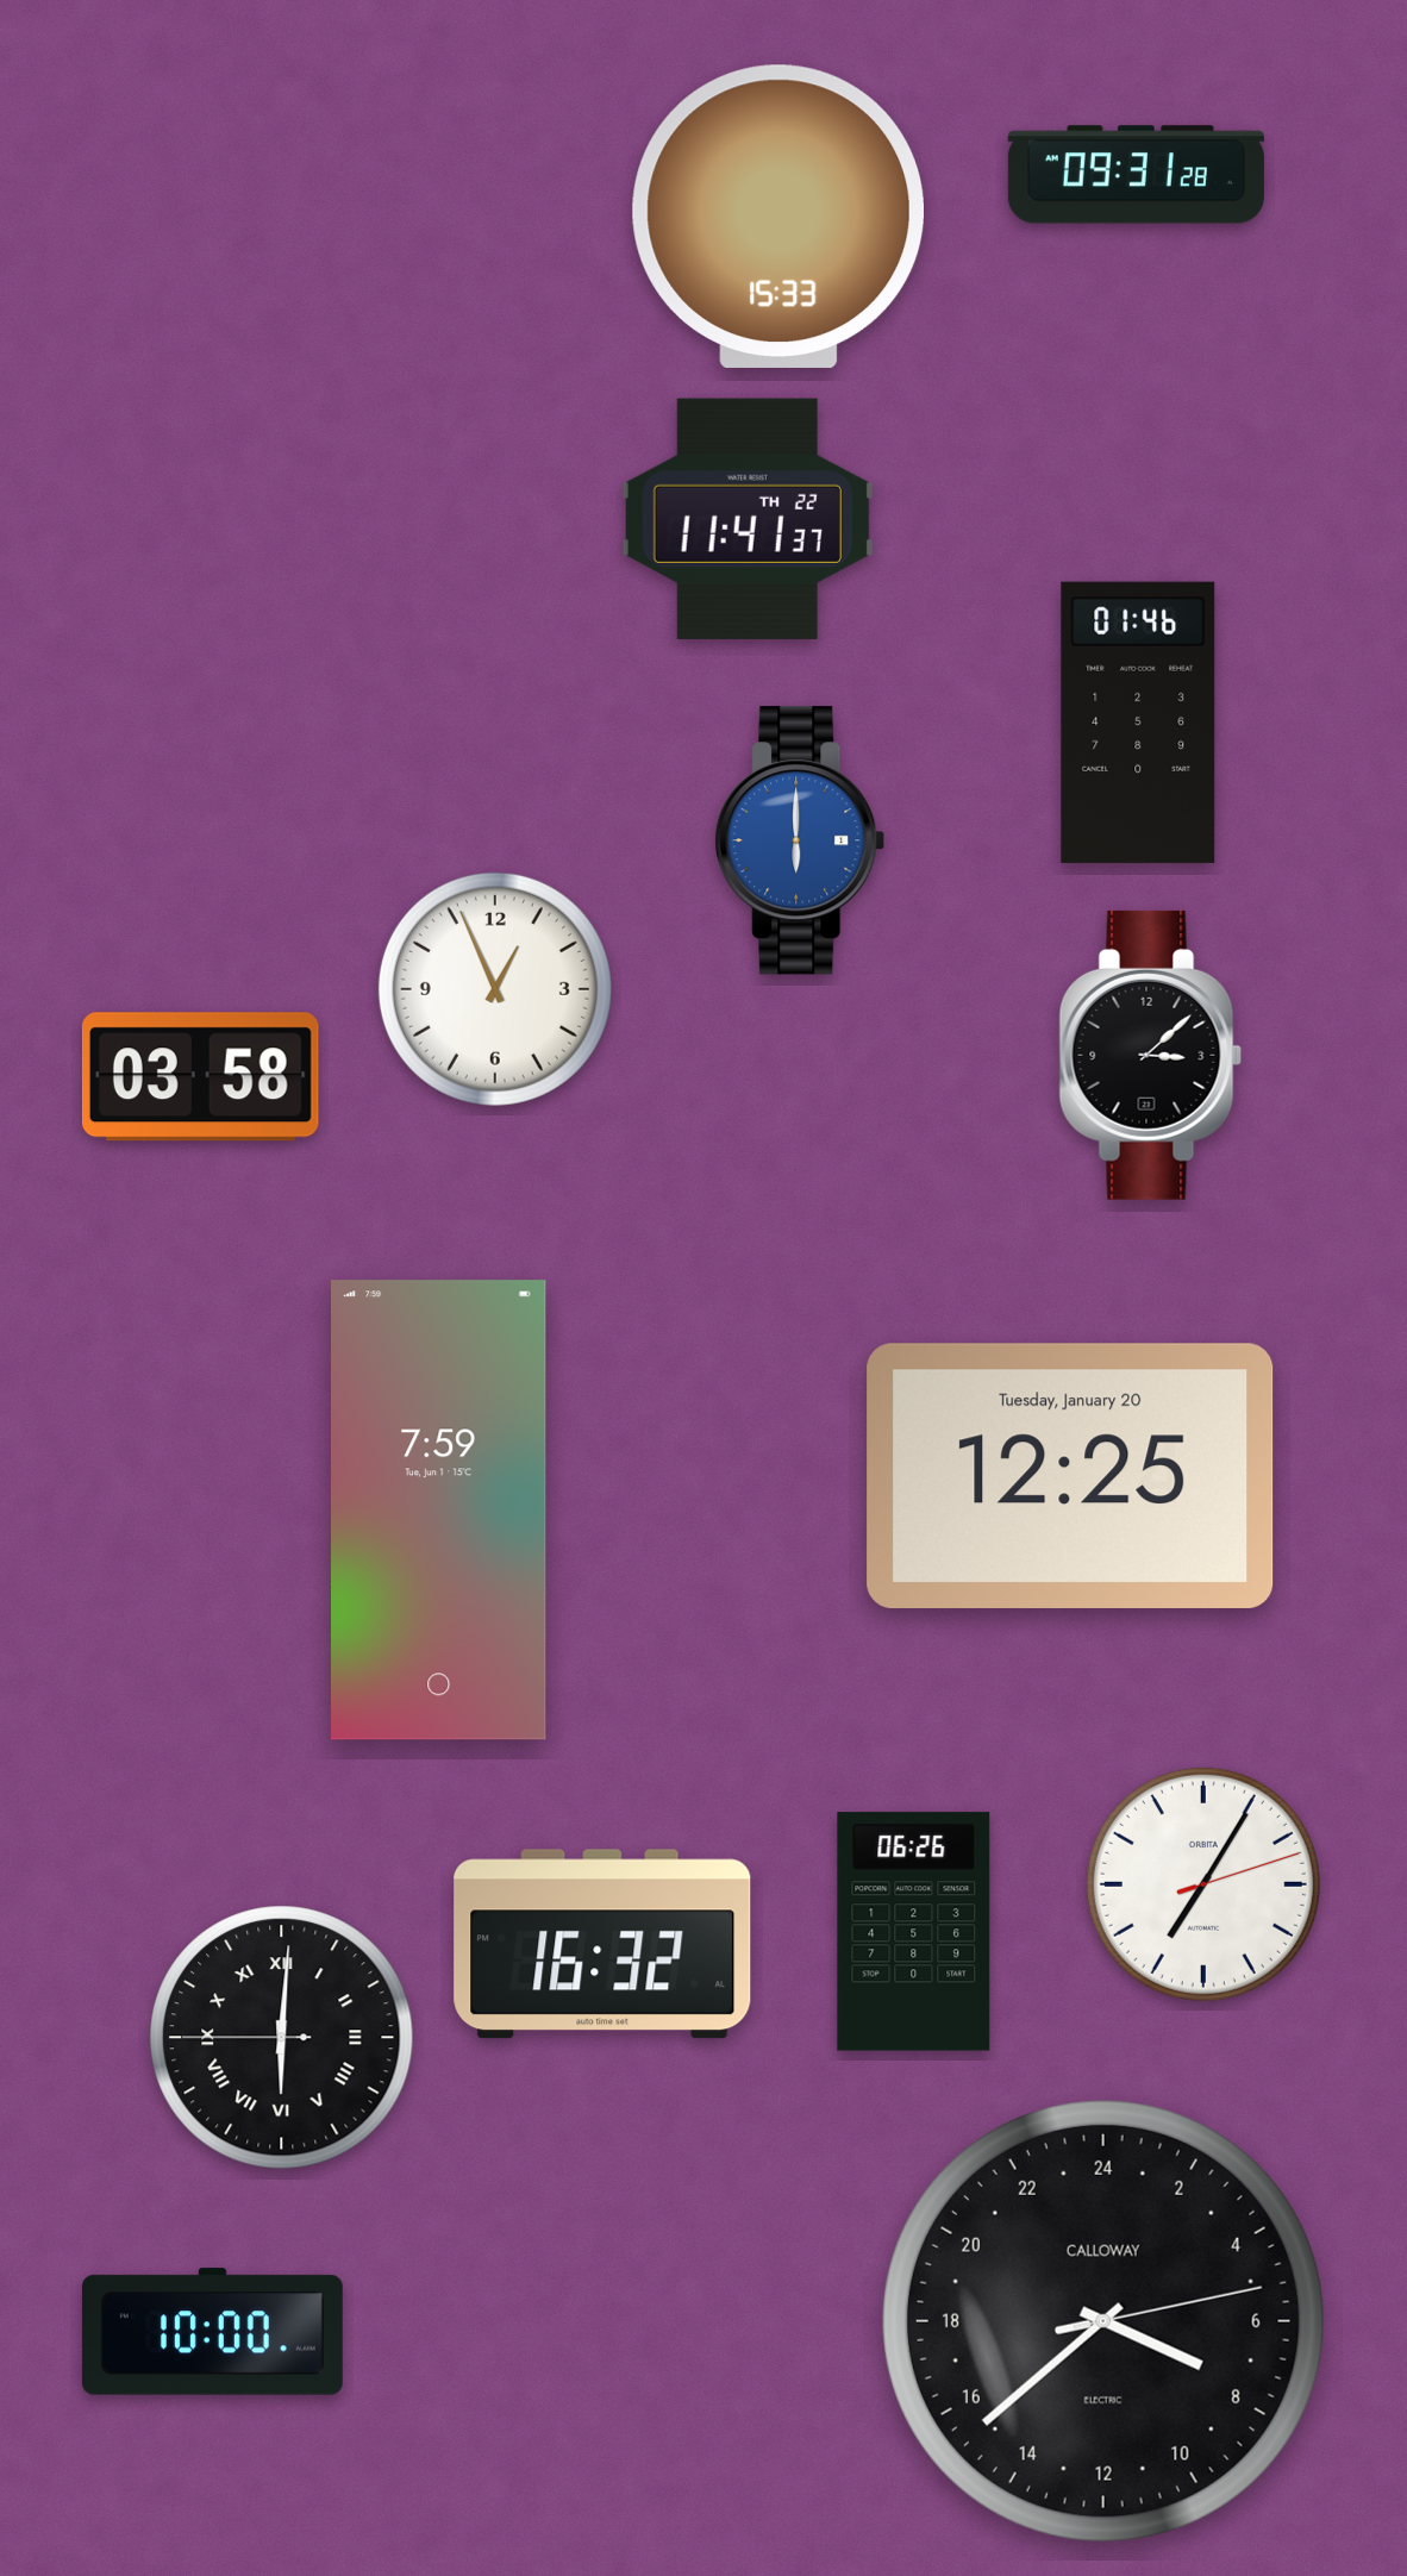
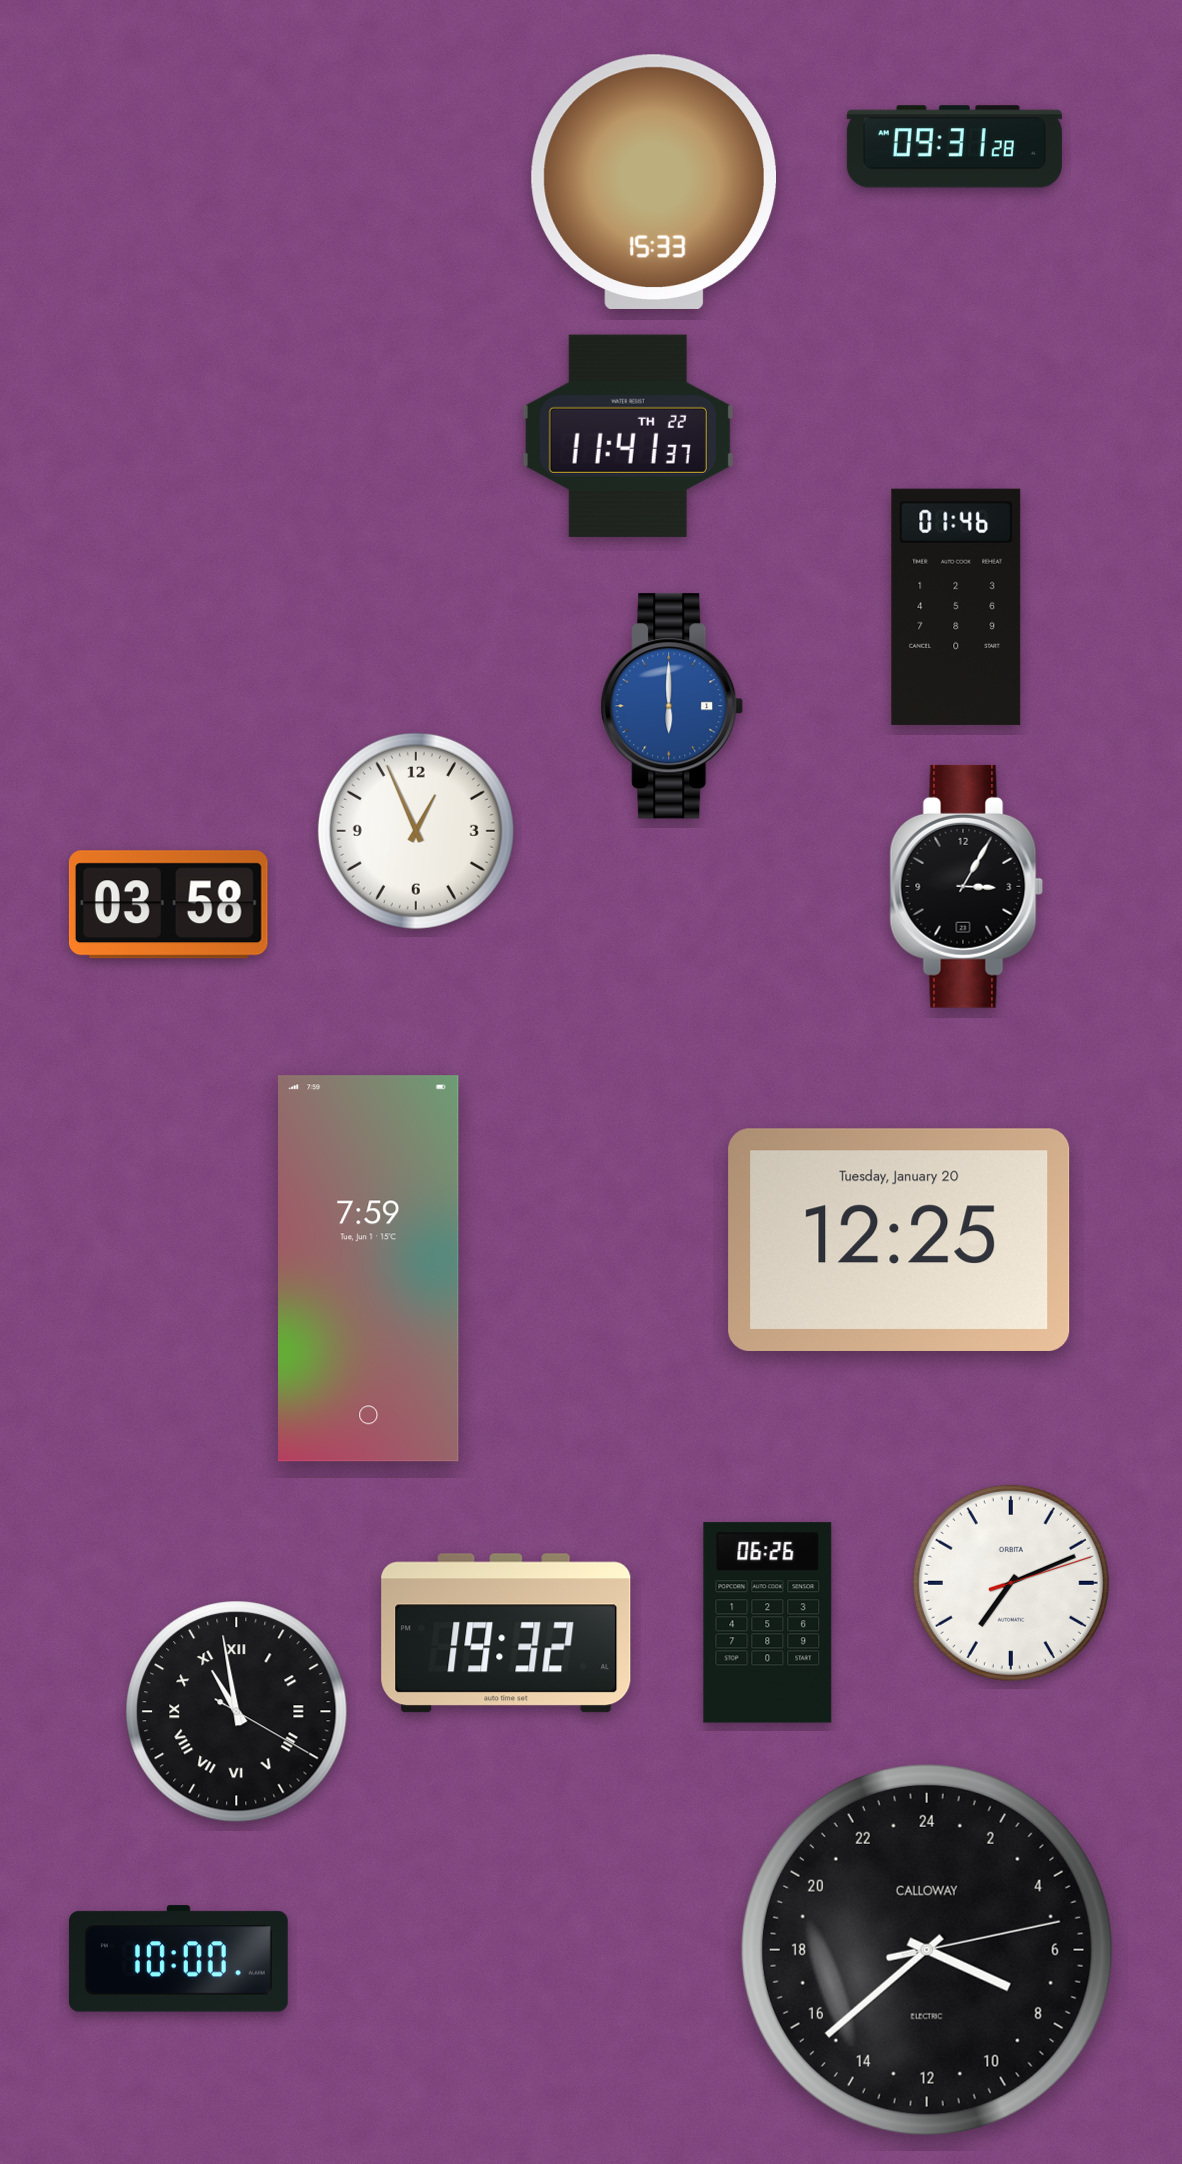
clock at (1151, 1055): 3:08 -> 3:05
clock at (1203, 1884): 7:05 -> 7:11
clock at (602, 1944): 16:32 -> 19:32
clock at (282, 2038): 6:00 -> 10:58
